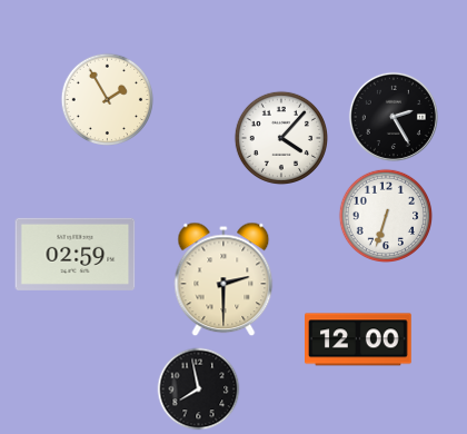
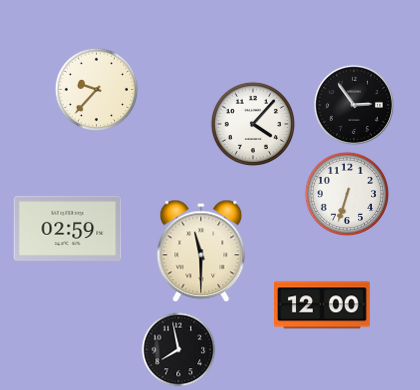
clock at (108, 100): 1:55 -> 9:37
clock at (394, 117): 2:25 -> 2:54
clock at (223, 279): 2:30 -> 11:30
